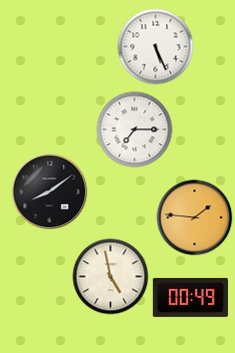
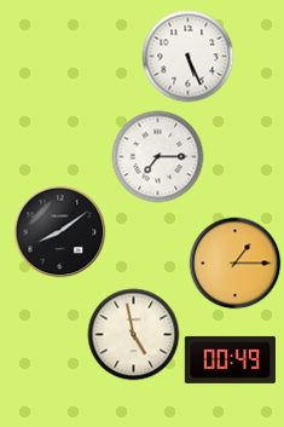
clock at (135, 130) position: (135, 130) -> (158, 157)
clock at (195, 218): 1:46 -> 1:15
